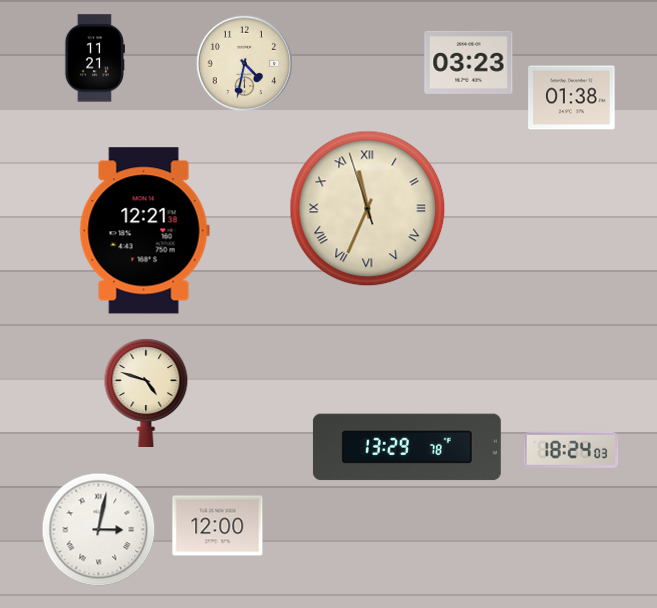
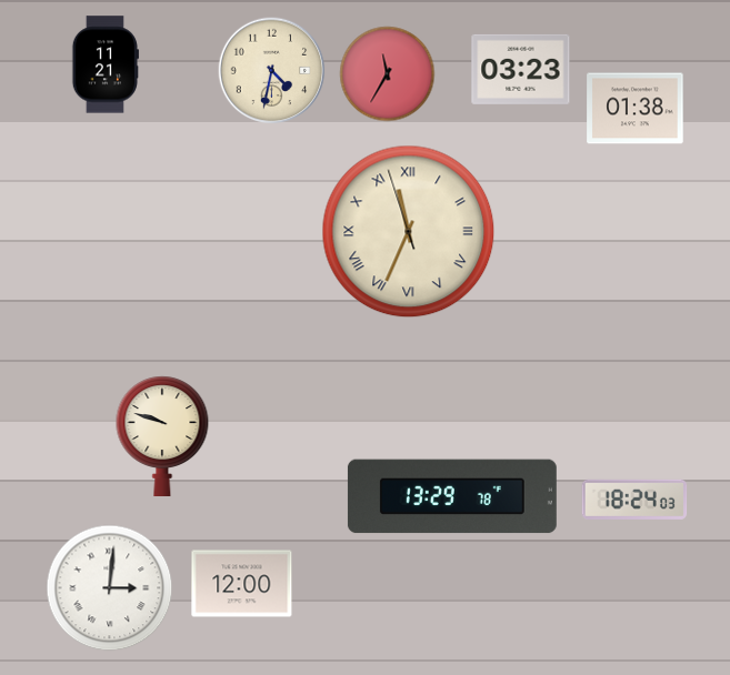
clock at (388, 74): none -> 11:35
clock at (144, 231): 12:21 -> none
clock at (146, 392): 4:48 -> 9:48
clock at (99, 530): 3:02 -> 3:01
